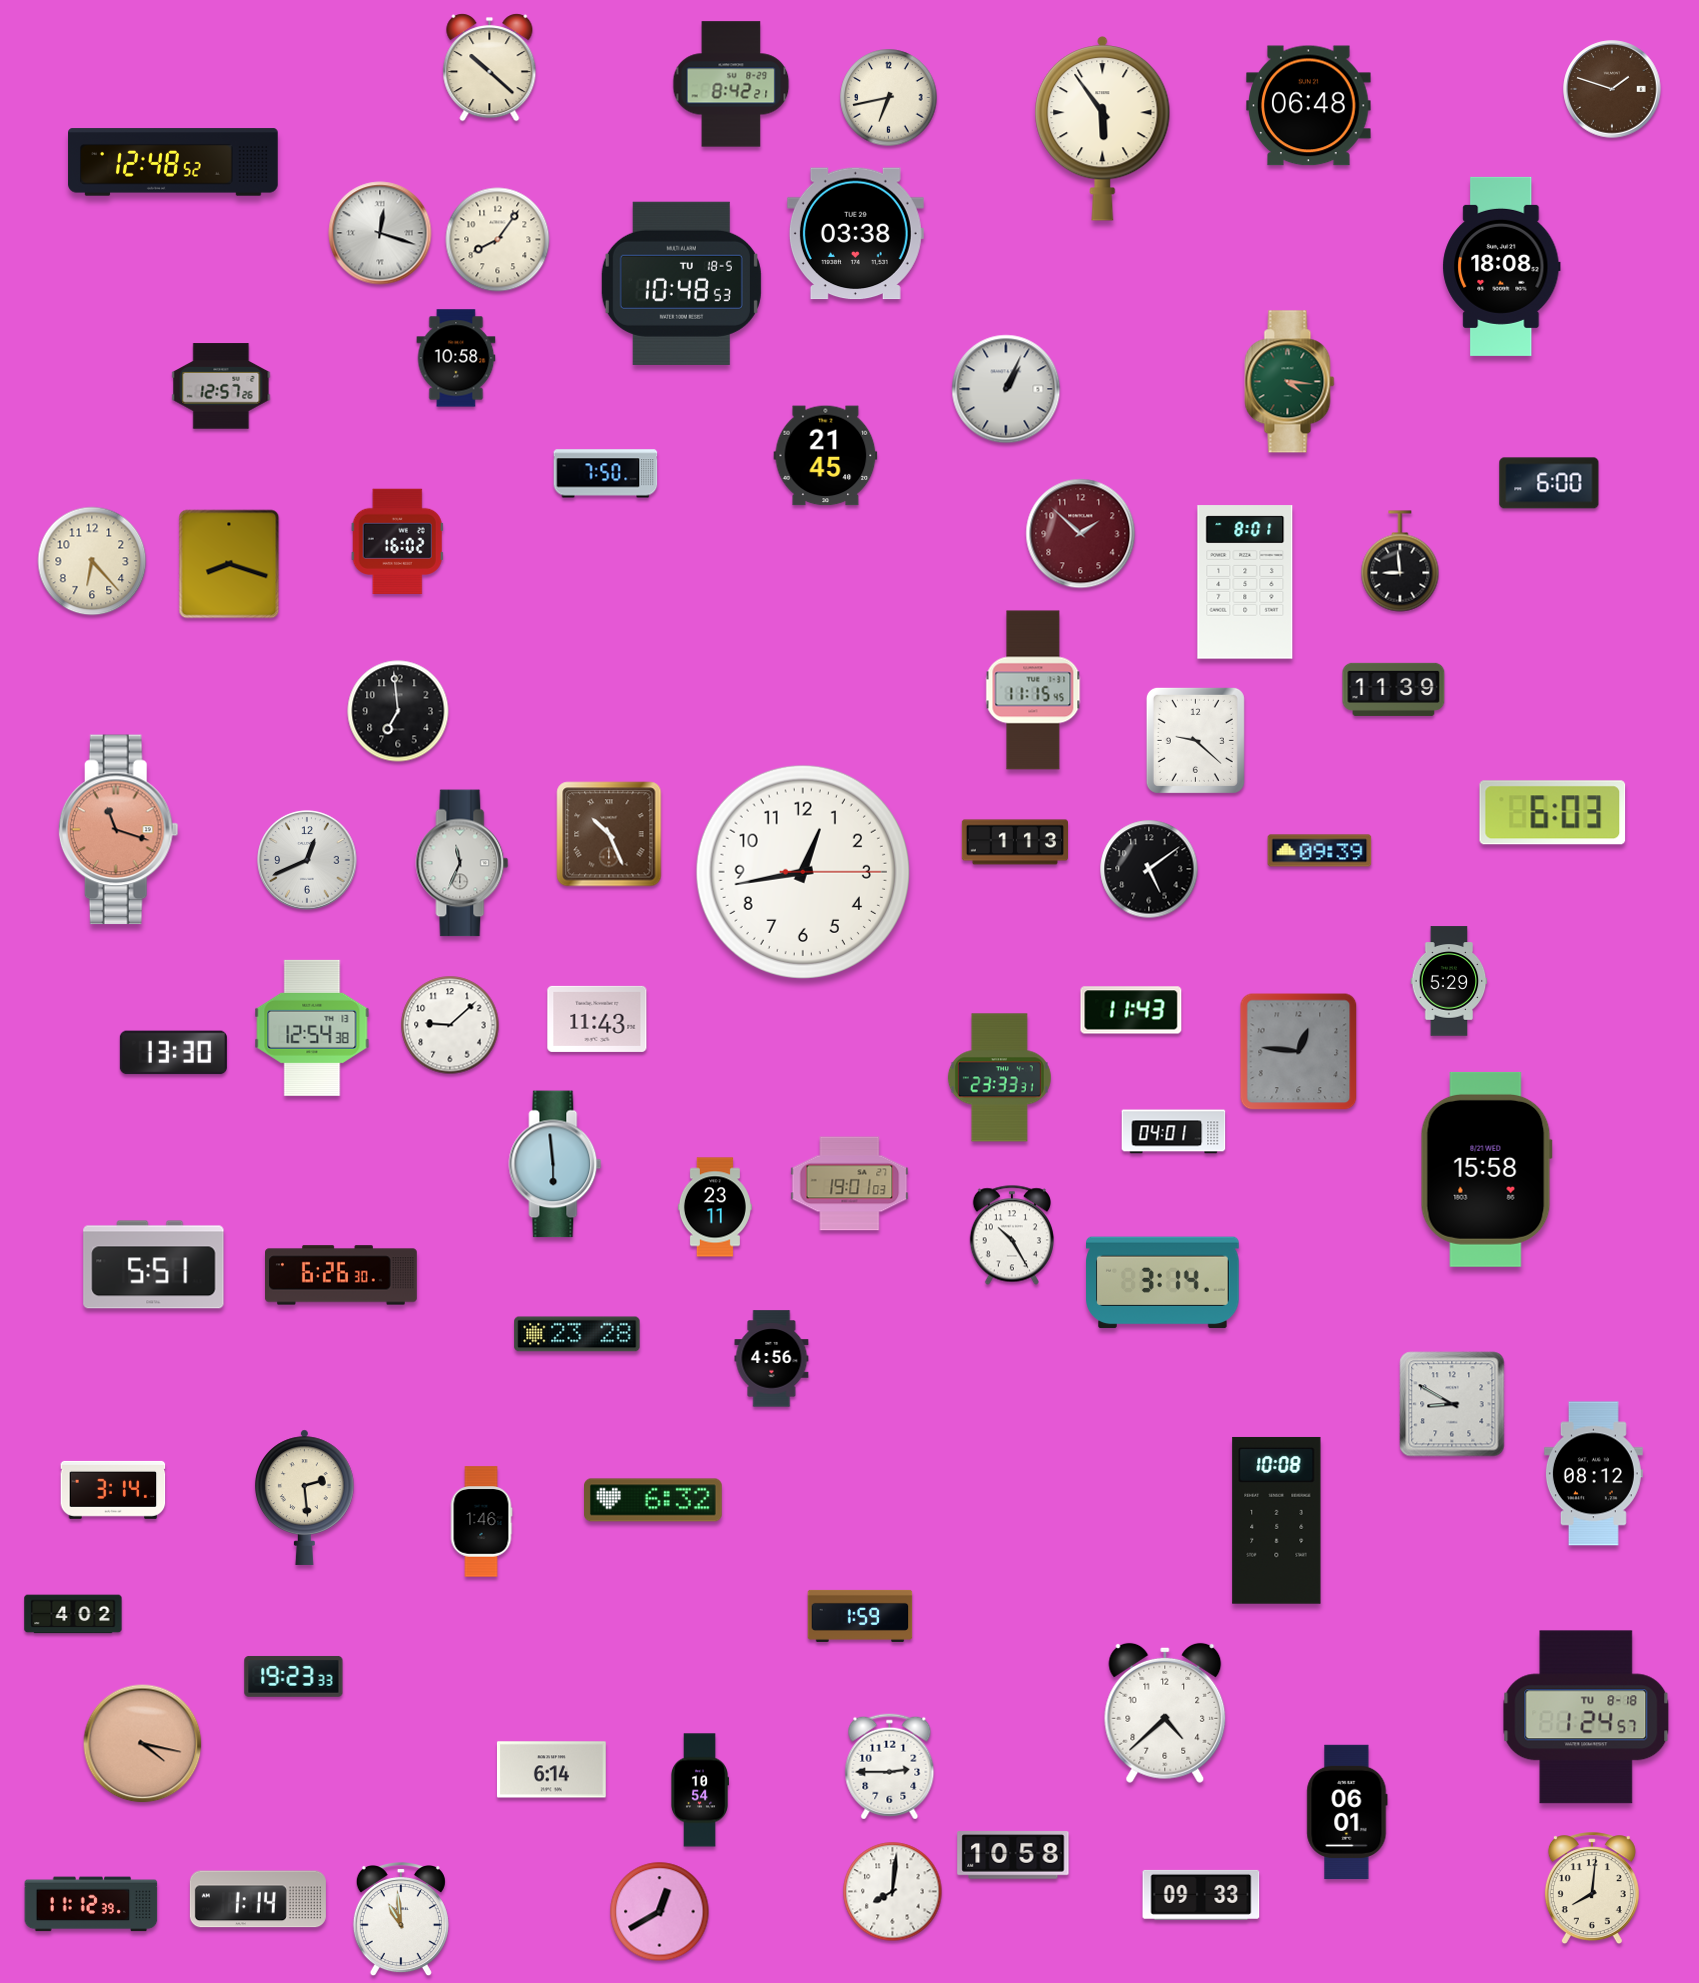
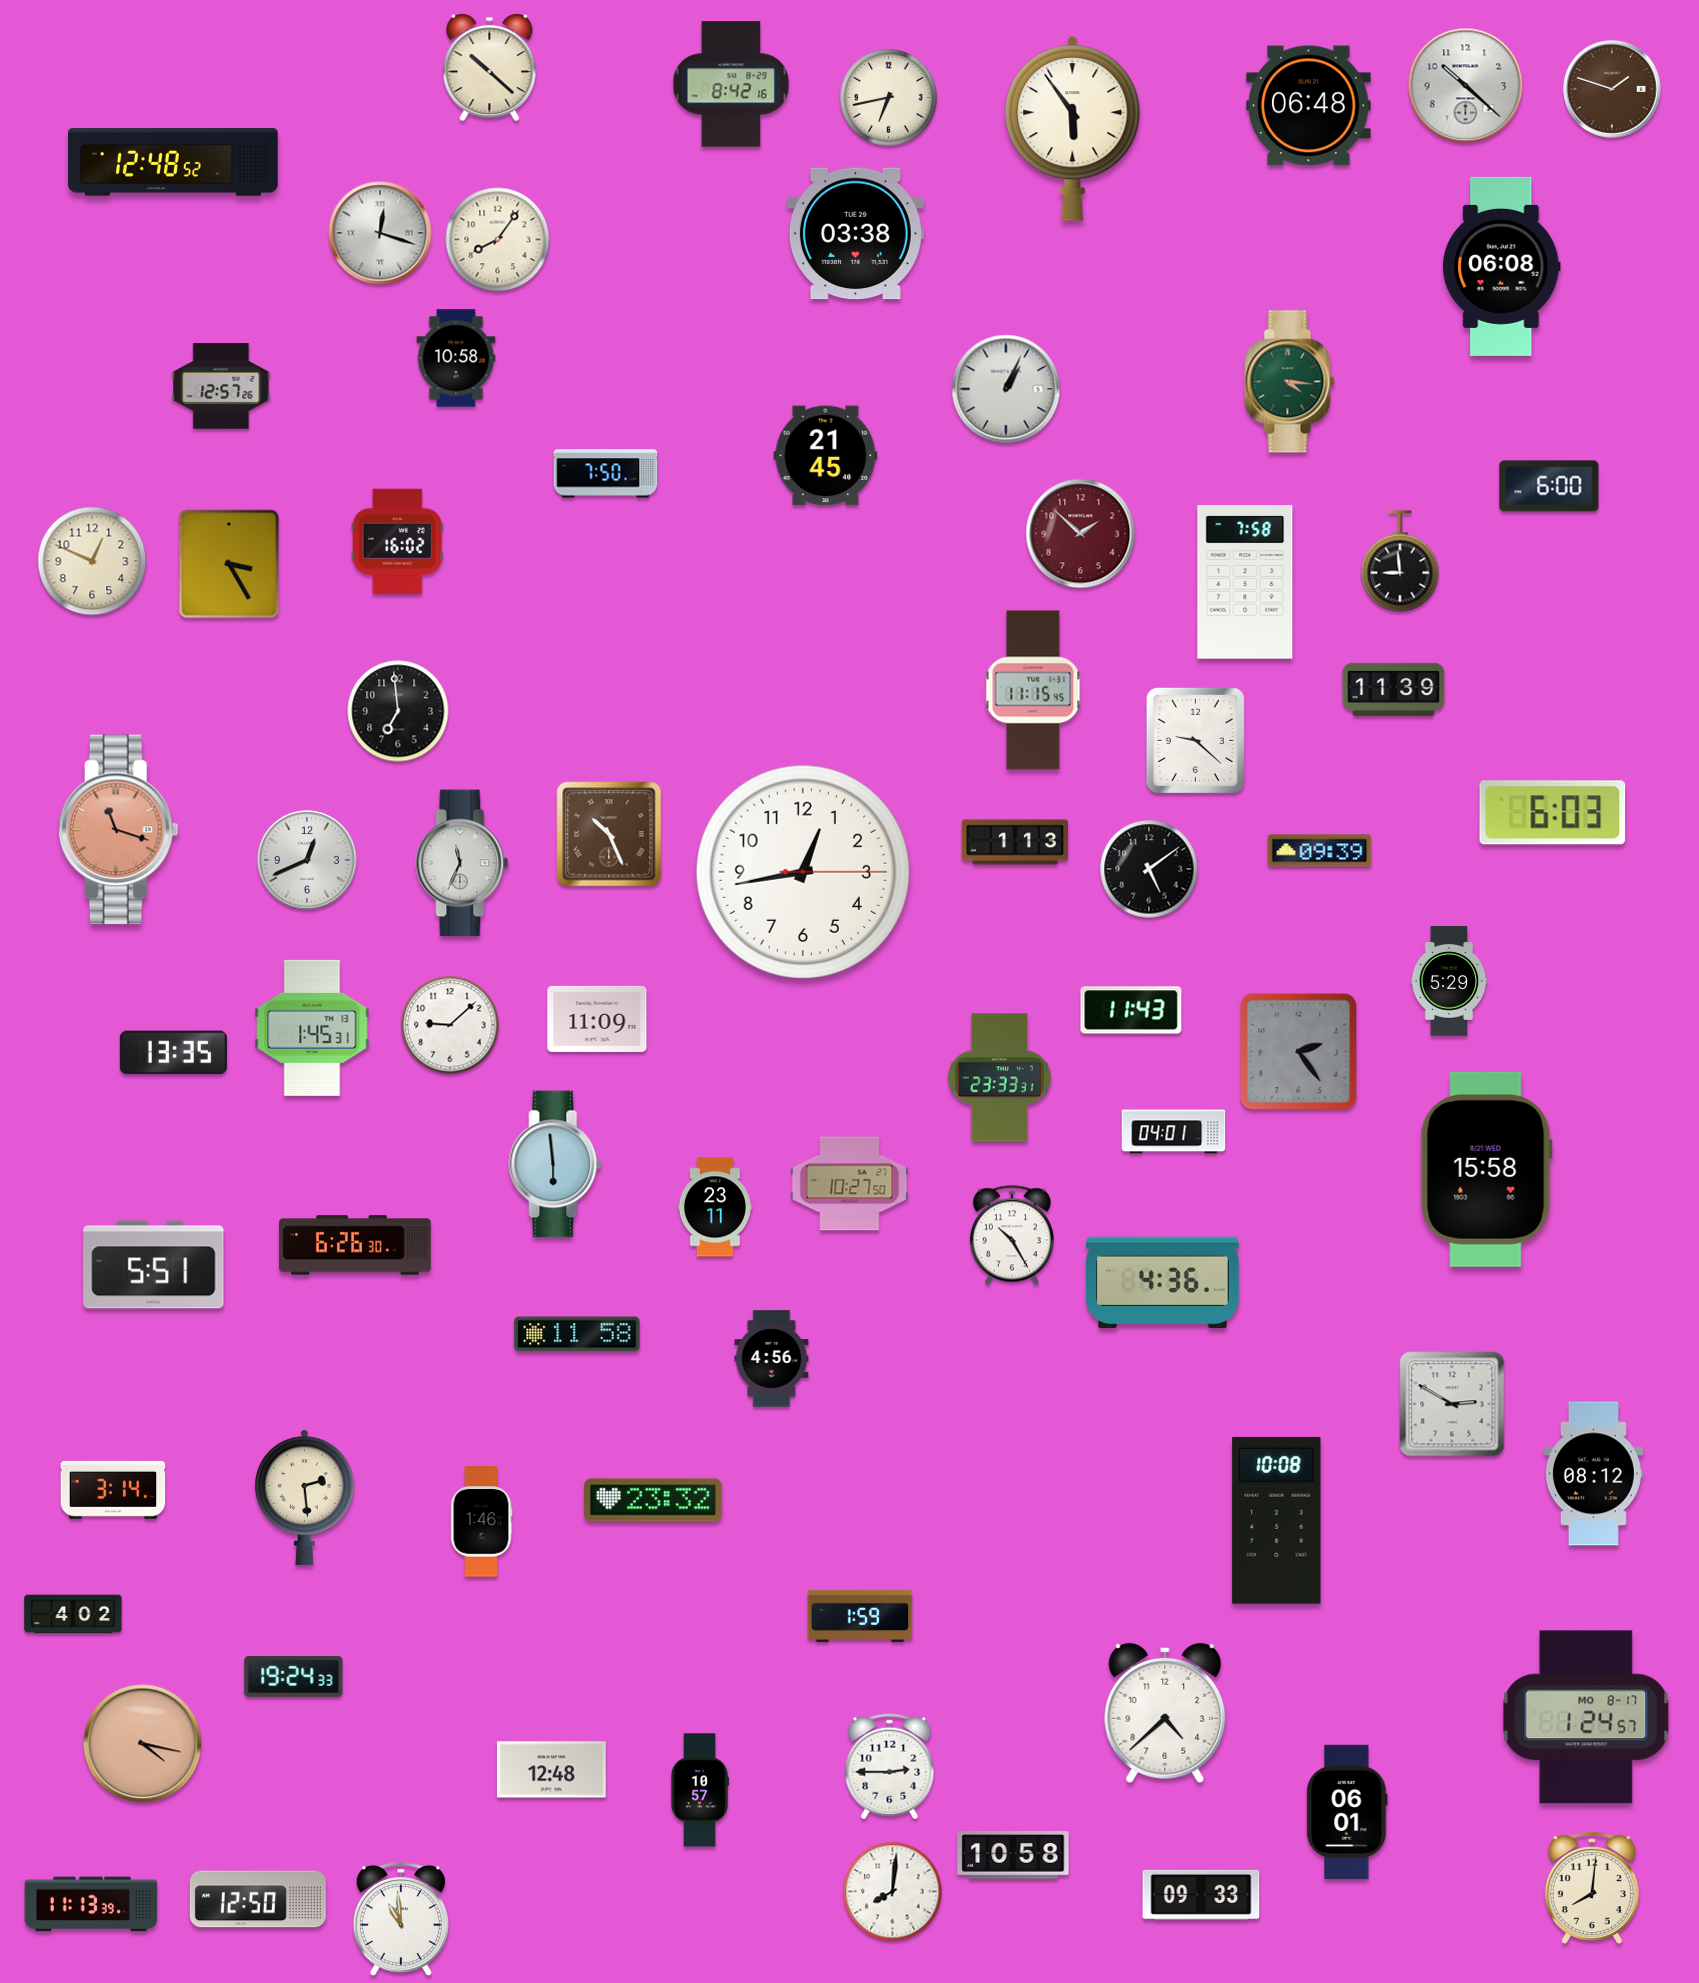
clock at (731, 84): 8:42:21 -> 8:42:16
clock at (1466, 86): none -> 10:22
clock at (1103, 129) position: (1103, 129) -> (1073, 129)
clock at (1502, 266): 18:08 -> 06:08
clock at (681, 283): 10:48 -> none
clock at (1549, 483) position: (1549, 483) -> (1549, 486)
clock at (92, 561): 6:23 -> 12:49
clock at (229, 564): 8:18 -> 3:25
clock at (1245, 582): 8:01 -> 7:58
clock at (597, 1019): 11:43 -> 11:09
clock at (312, 1028): 12:54 -> 1:45
clock at (1299, 1052): 12:46 -> 2:24
clock at (173, 1053): 13:30 -> 13:35
clock at (850, 1184): 19:01 -> 10:27
clock at (342, 1275) position: (342, 1275) -> (356, 1245)
clock at (1163, 1283): 3:14 -> 4:36
clock at (577, 1334): 23:28 -> 11:58
clock at (1452, 1404): 8:50 -> 2:50
clock at (654, 1500): 6:32 -> 23:32
clock at (294, 1676): 19:23 -> 19:24
clock at (1586, 1717) date: TU 8-18 -> MO 8-17
clock at (551, 1770): 6:14 -> 12:48
clock at (699, 1790): 10:54 -> 10:57
clock at (258, 1899): 1:14 -> 12:50
clock at (91, 1904): 11:12 -> 11:13
clock at (660, 1912): 12:40 -> none
